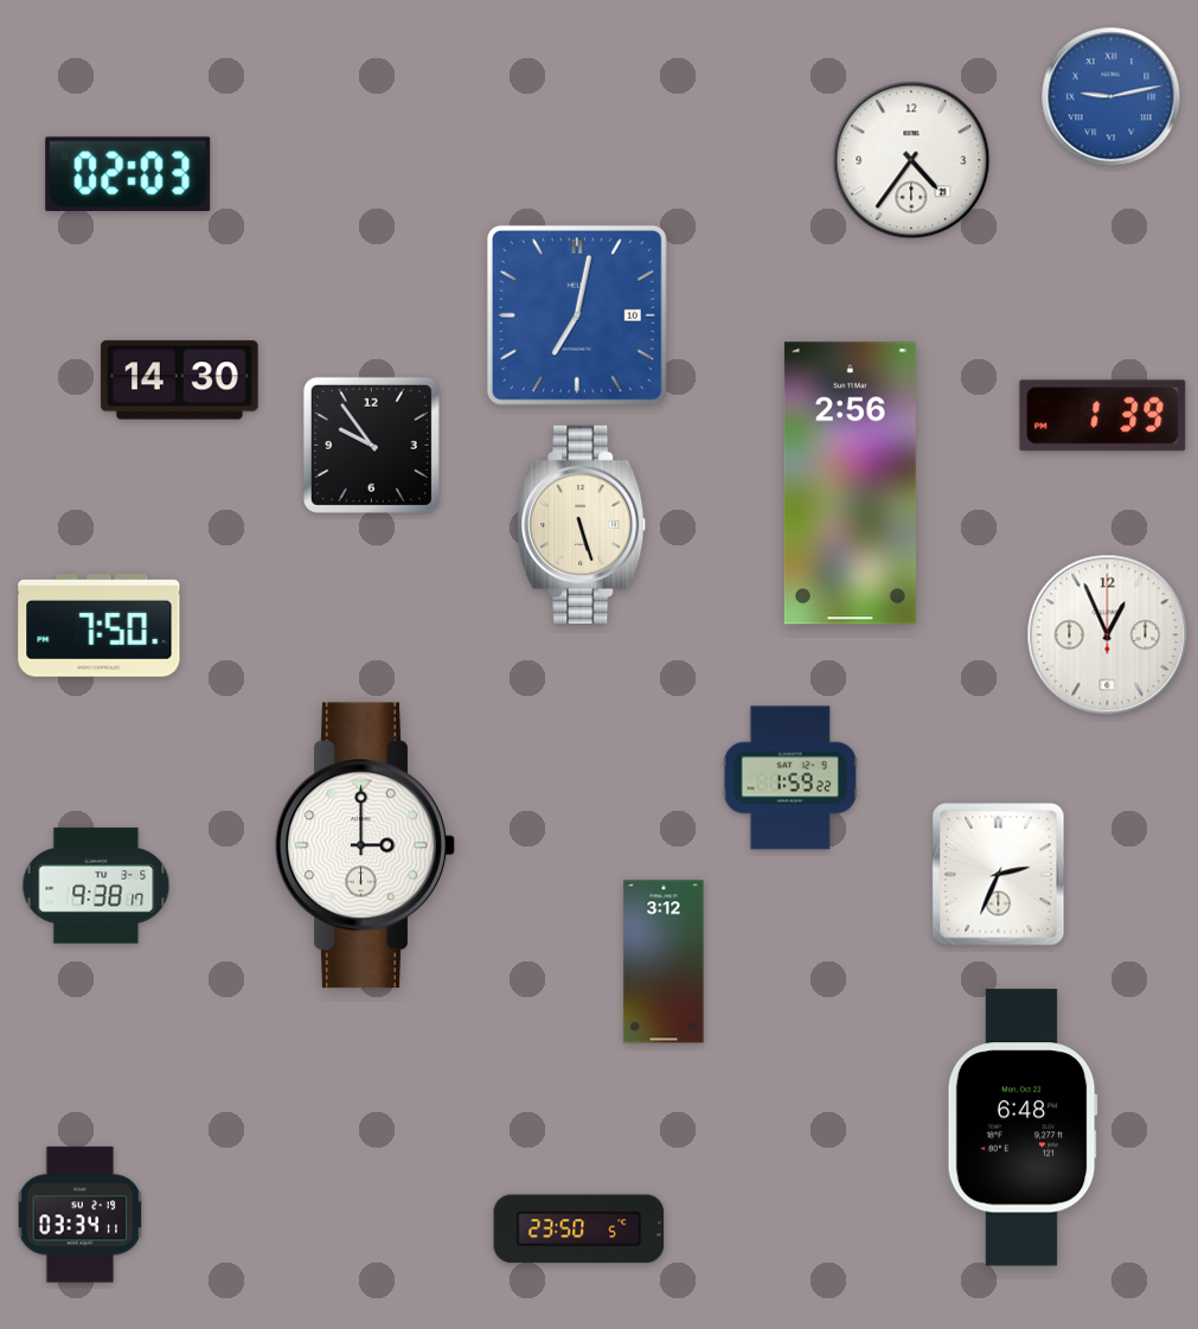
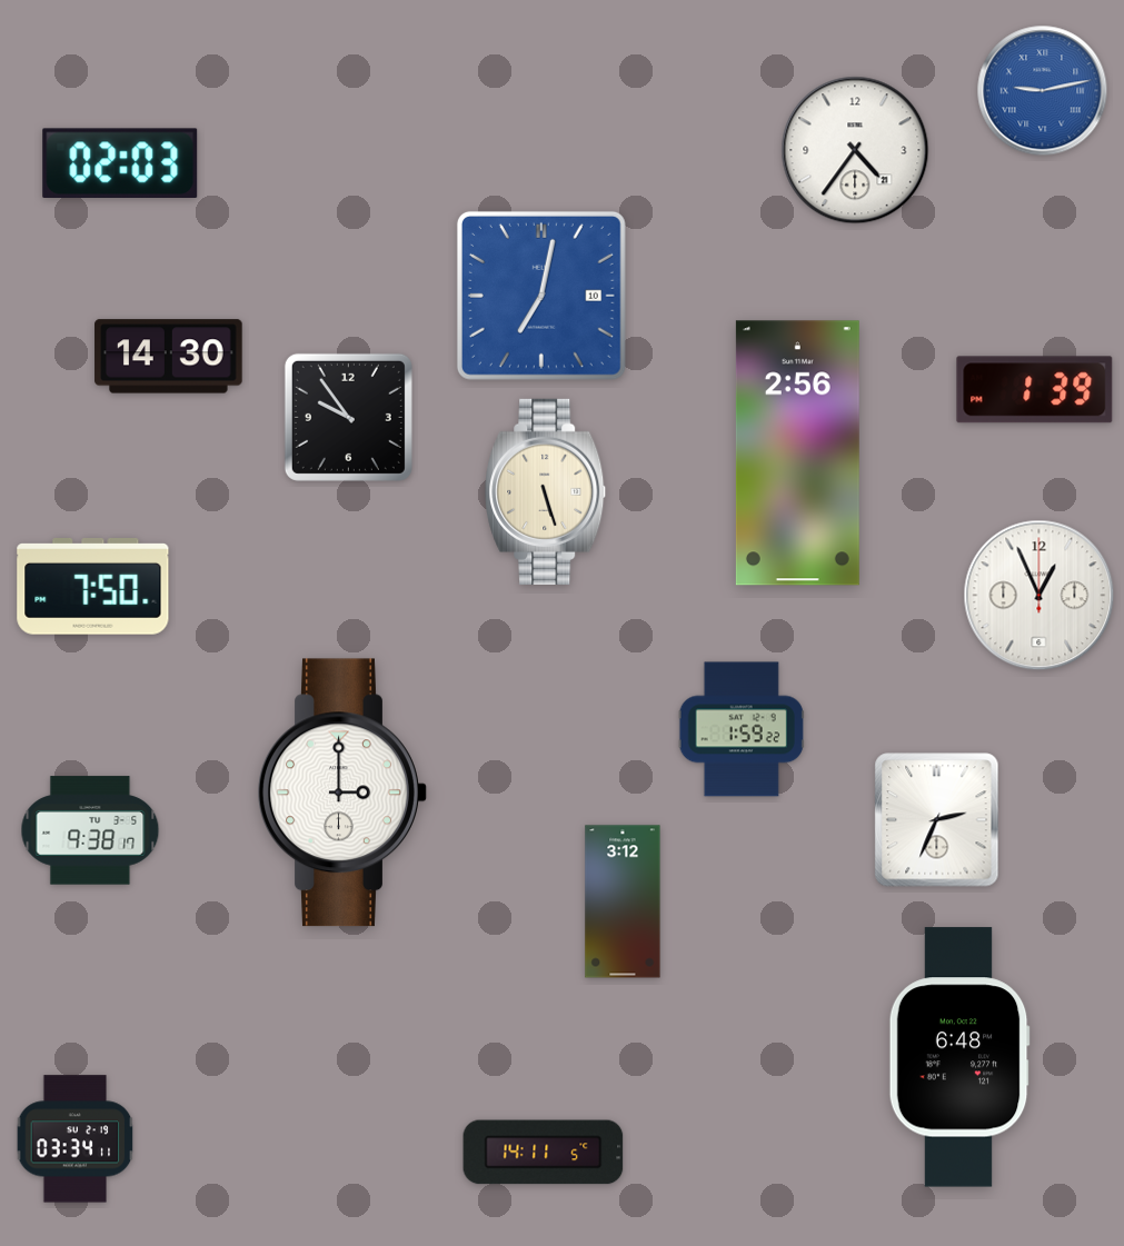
clock at (579, 1229): 23:50 -> 14:11
